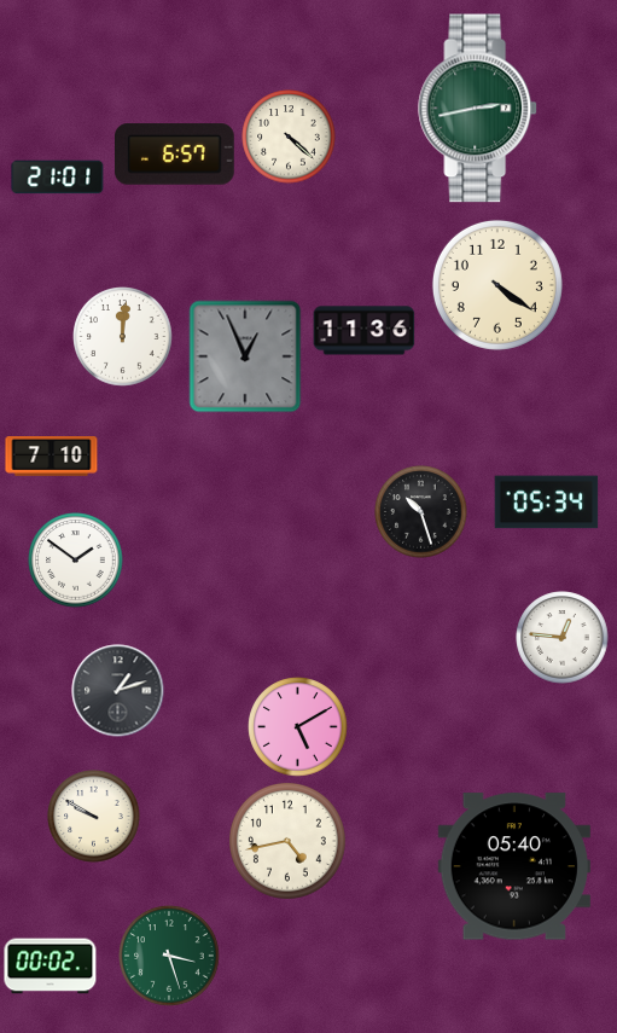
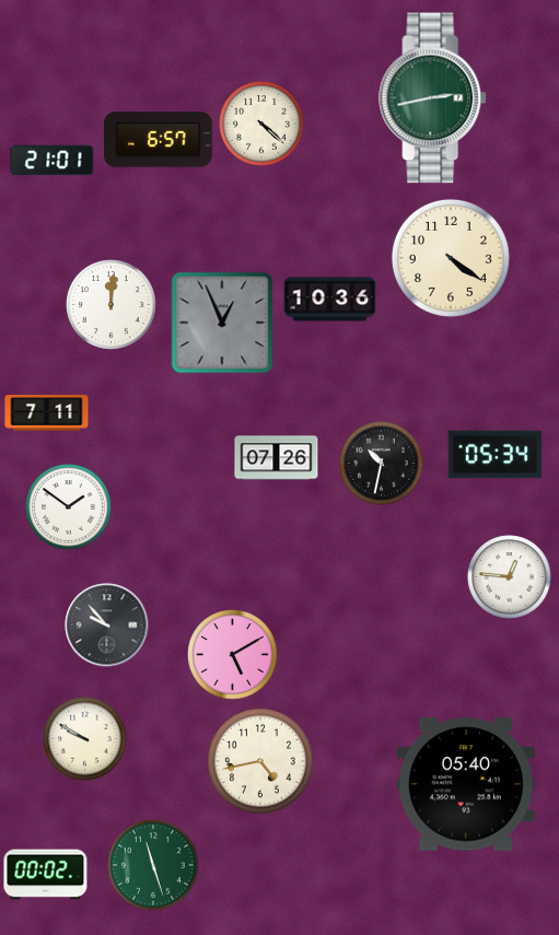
clock at (365, 331): 11:36 -> 10:36
clock at (52, 457): 7:10 -> 7:11
clock at (277, 458): none -> 07:26
clock at (421, 512): 10:27 -> 10:32
clock at (118, 691): 1:12 -> 9:53
clock at (298, 727) position: (298, 727) -> (233, 655)
clock at (169, 956): 3:27 -> 11:27
